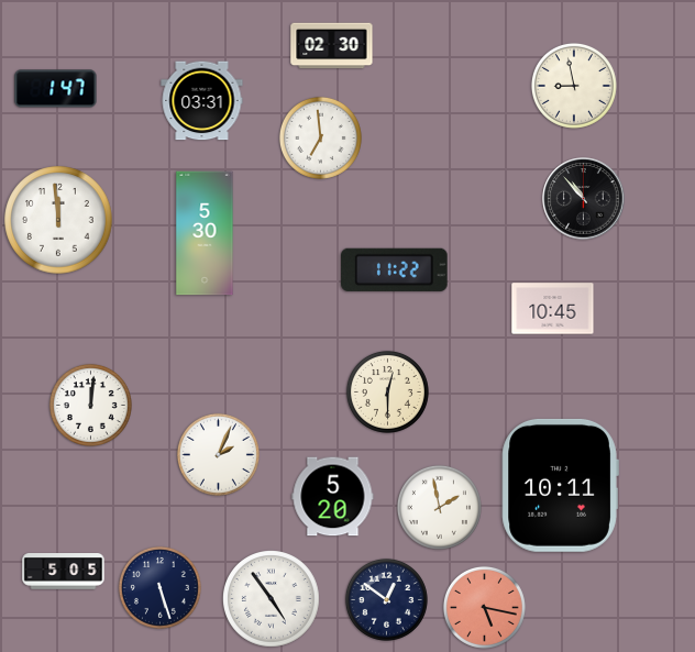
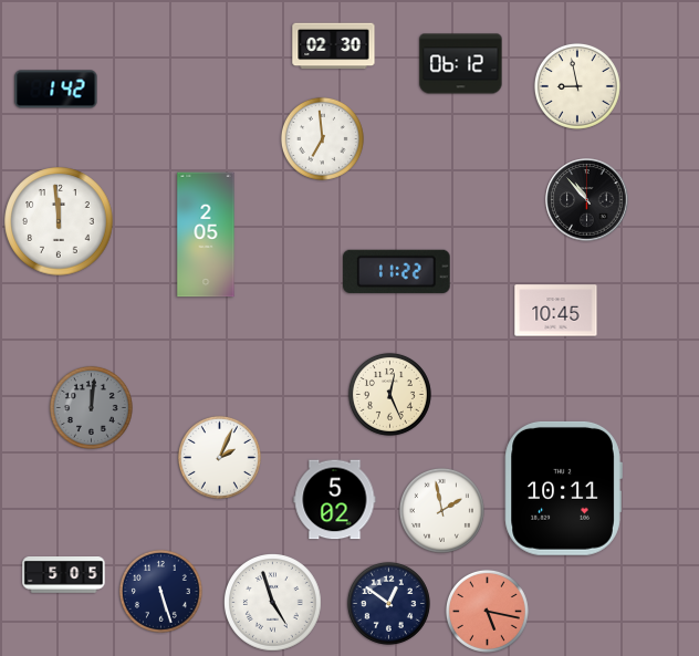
clock at (461, 64): none -> 06:12
clock at (56, 89): 1:47 -> 1:42
clock at (202, 101): 03:31 -> none
clock at (205, 233): 5:30 -> 2:05
clock at (387, 391): 12:30 -> 12:26
clock at (90, 405) dial: white -> grey
clock at (333, 497): 5:20 -> 5:02
clock at (272, 599): 4:54 -> 4:57
